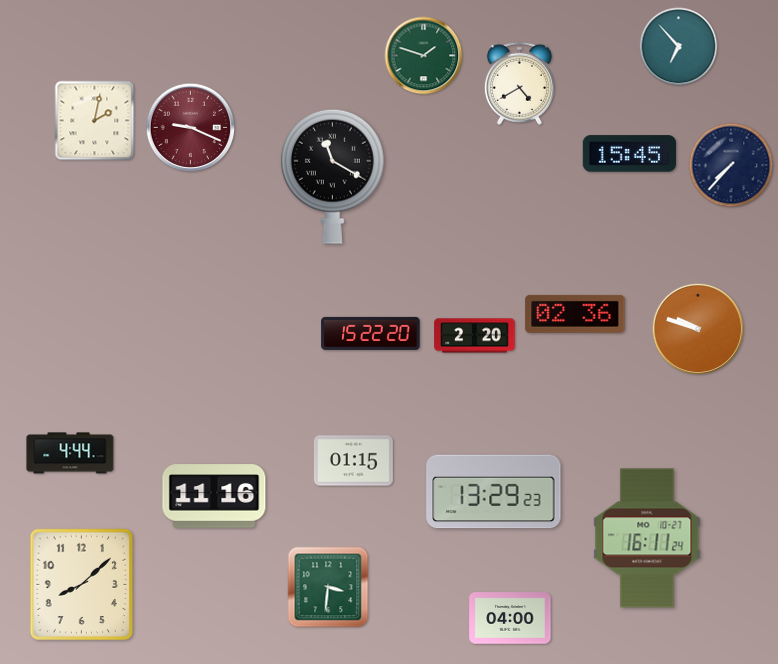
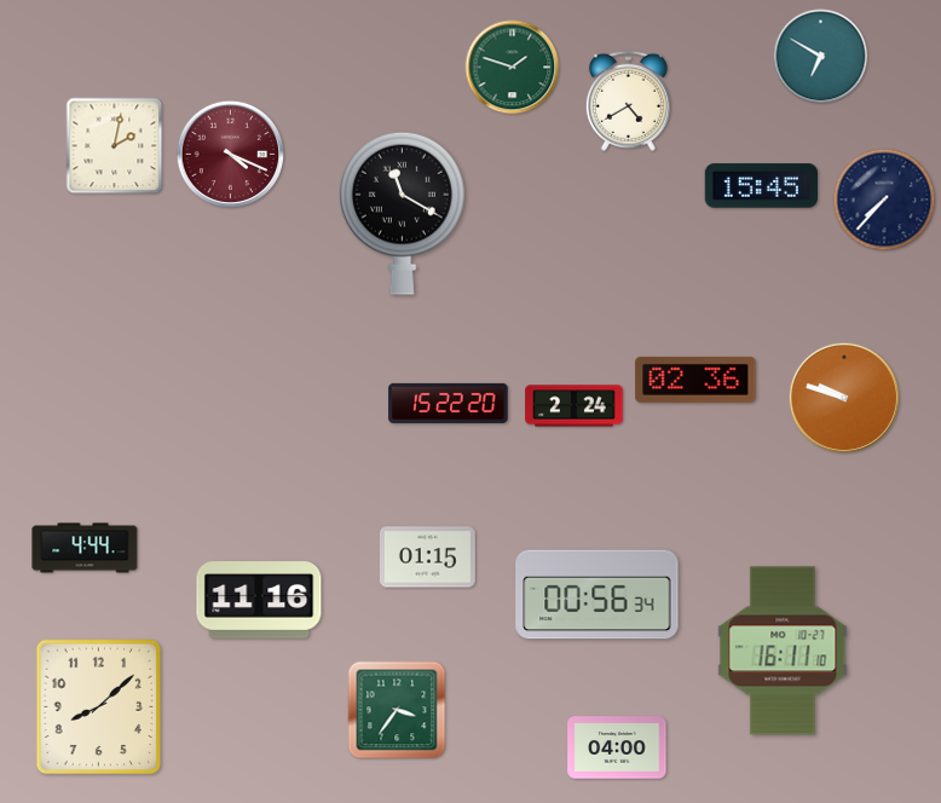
clock at (679, 47): 6:53 -> 6:50
clock at (191, 128): 9:19 -> 4:19
clock at (475, 336): 2:20 -> 2:24
clock at (494, 492): 13:29 -> 00:56
clock at (647, 538): 16:11:24 -> 16:11:10
clock at (328, 587): 3:31 -> 3:36
